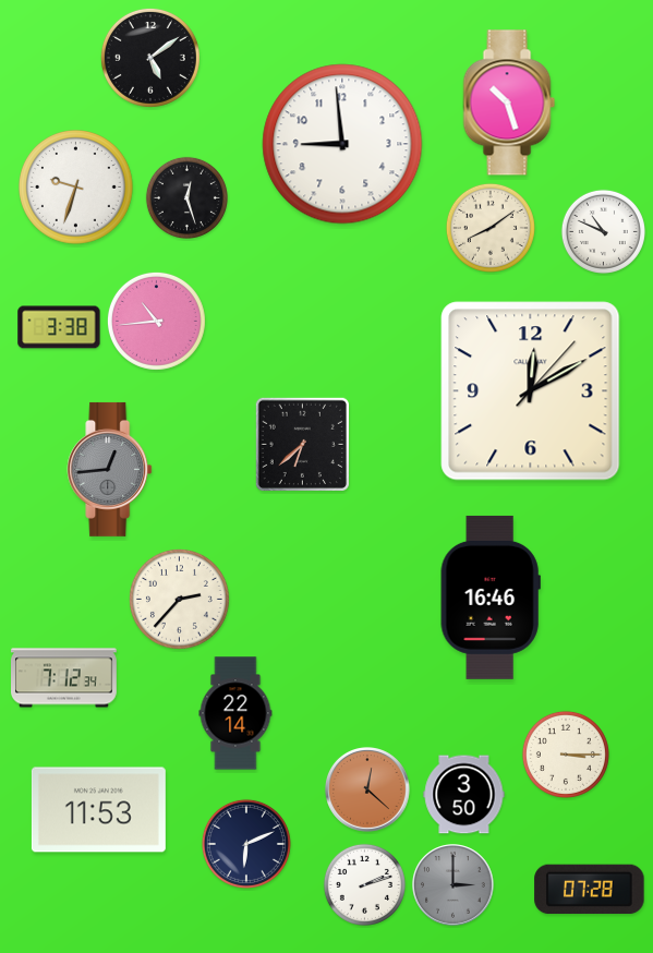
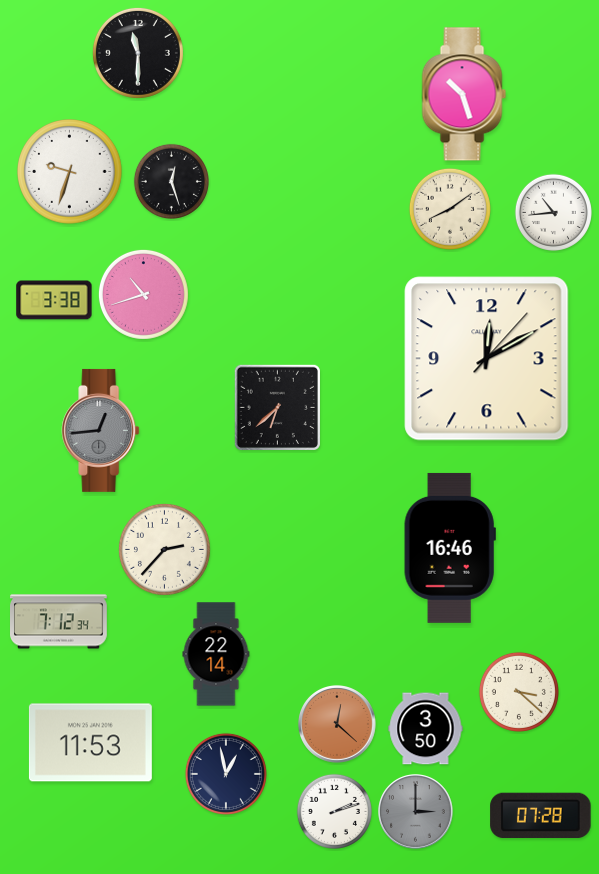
clock at (150, 58): 5:09 -> 11:30
clock at (509, 102) position: (509, 102) -> (464, 94)
clock at (342, 144): 8:59 -> none
clock at (603, 231): 10:49 -> 10:44
clock at (156, 321): 10:44 -> 10:42
clock at (566, 755): 3:15 -> 3:22
clock at (246, 844): 6:11 -> 12:58
